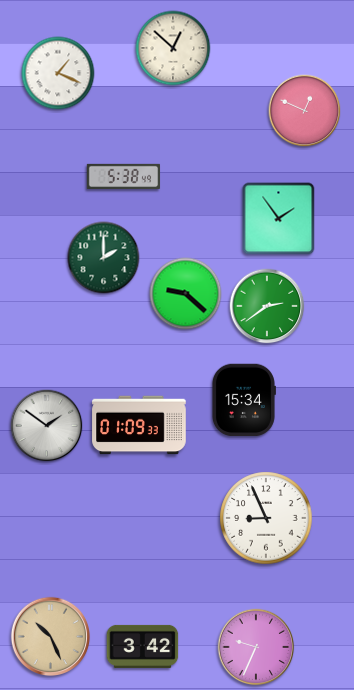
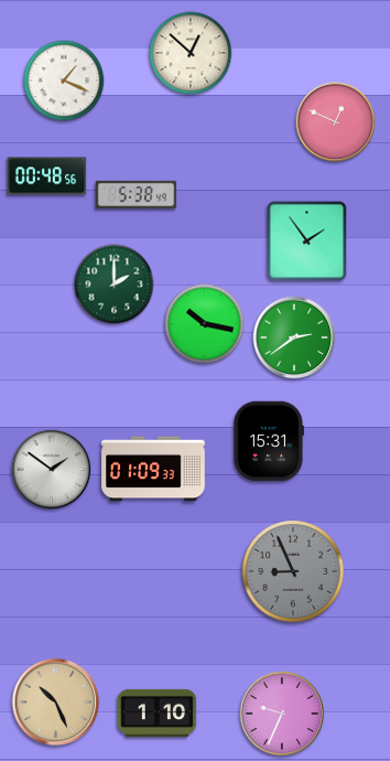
clock at (47, 176): none -> 00:48
clock at (186, 294): 9:22 -> 10:17
clock at (243, 400): 15:34 -> 15:31
clock at (266, 518) dial: white -> grey
clock at (143, 646): 3:42 -> 1:10
